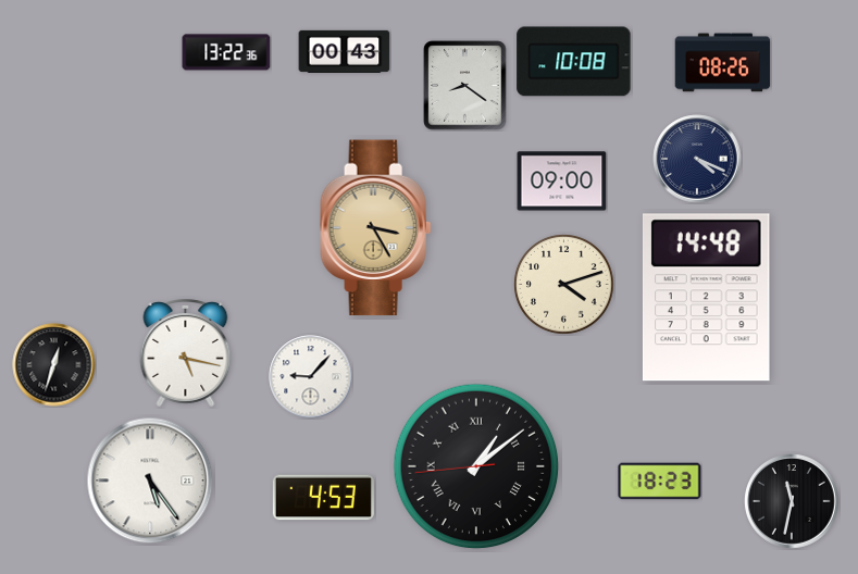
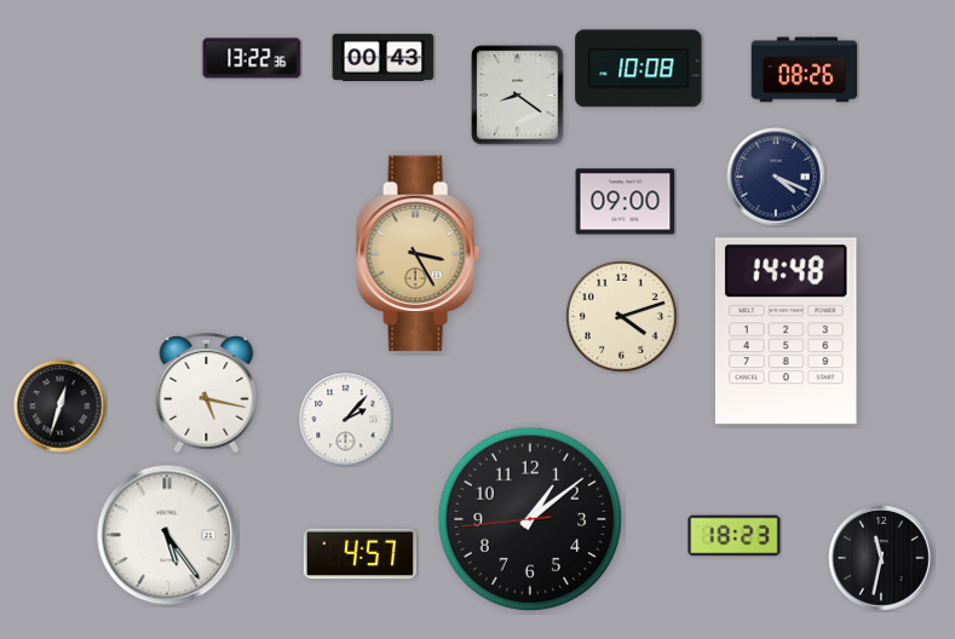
clock at (563, 284) position: (563, 284) -> (621, 316)
clock at (311, 377): 9:07 -> 2:07
clock at (476, 466) numerals: Roman -> Arabic
clock at (323, 498): 4:53 -> 4:57
